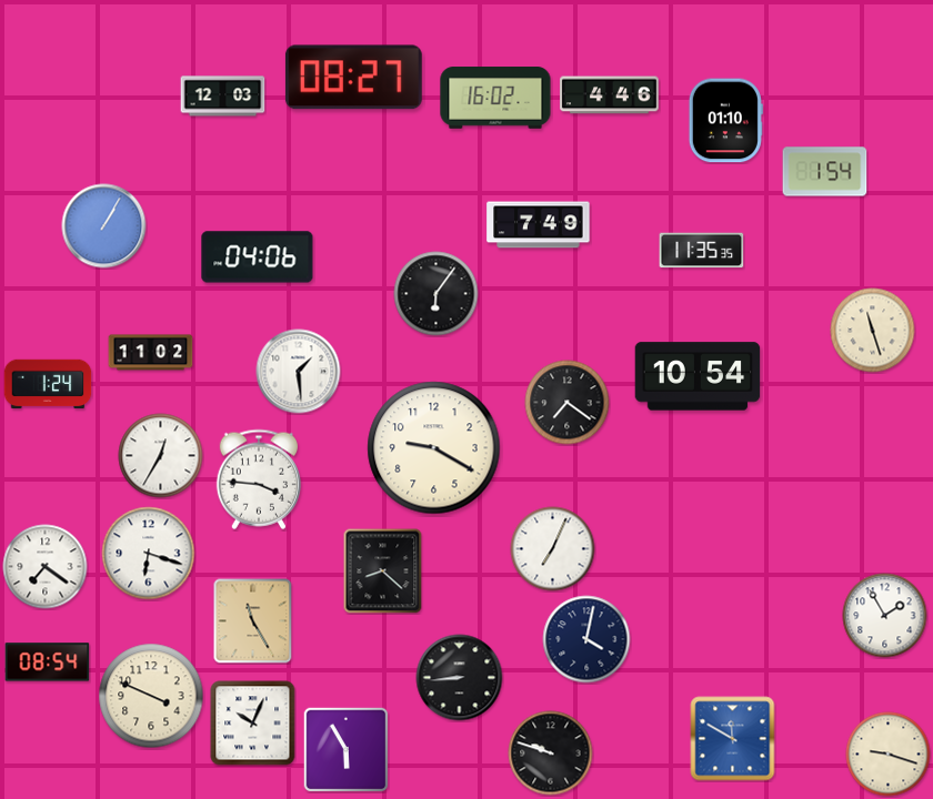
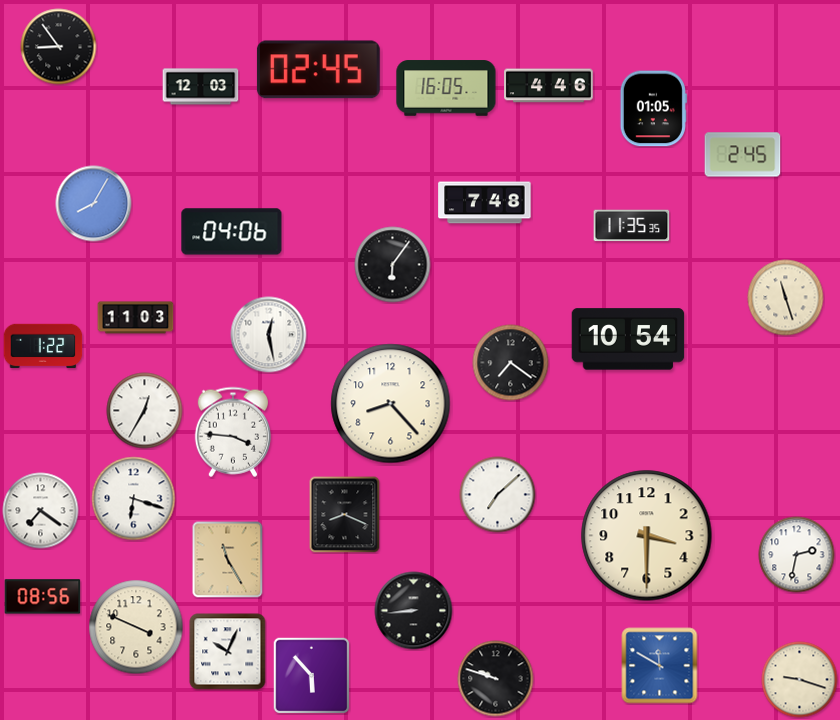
clock at (59, 47): none -> 8:54
clock at (353, 78): 08:27 -> 02:45
clock at (495, 98): 16:02 -> 16:05
clock at (725, 121): 01:10 -> 01:05
clock at (825, 172): 1:54 -> 2:45
clock at (539, 225): 7:49 -> 7:48
clock at (104, 226): 1:05 -> 8:05
clock at (151, 353): 11:02 -> 11:03
clock at (299, 372): 1:29 -> 12:28
clock at (48, 384): 1:24 -> 1:22
clock at (434, 448): 9:20 -> 8:23
clock at (553, 549): 7:04 -> 7:08
clock at (383, 572): 8:22 -> 8:19
clock at (647, 536): none -> 3:30
clock at (885, 616): 1:55 -> 2:32
clock at (586, 639): 4:02 -> none
clock at (48, 663): 08:54 -> 08:56
clock at (345, 749): 5:55 -> 5:53
